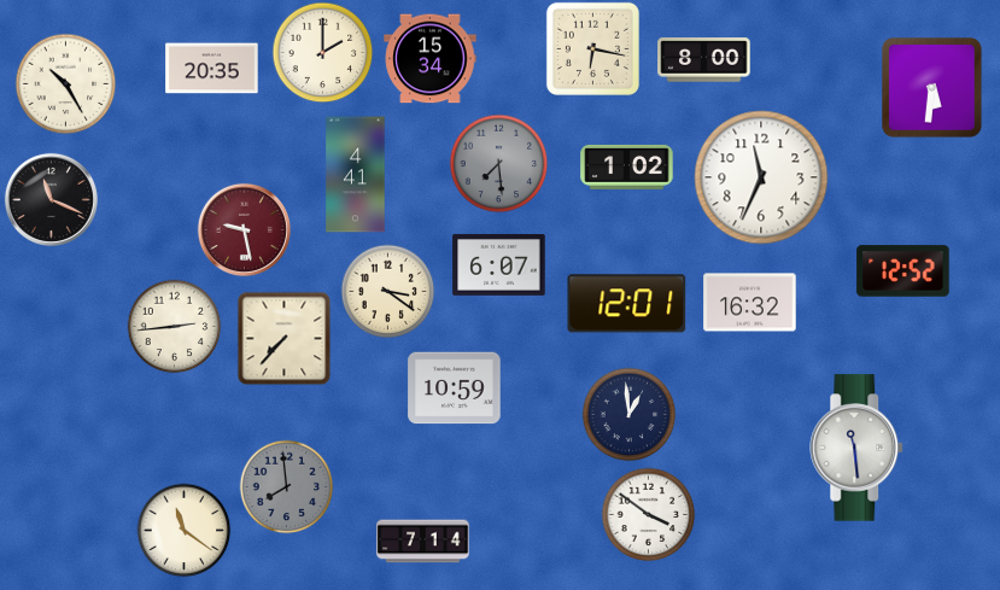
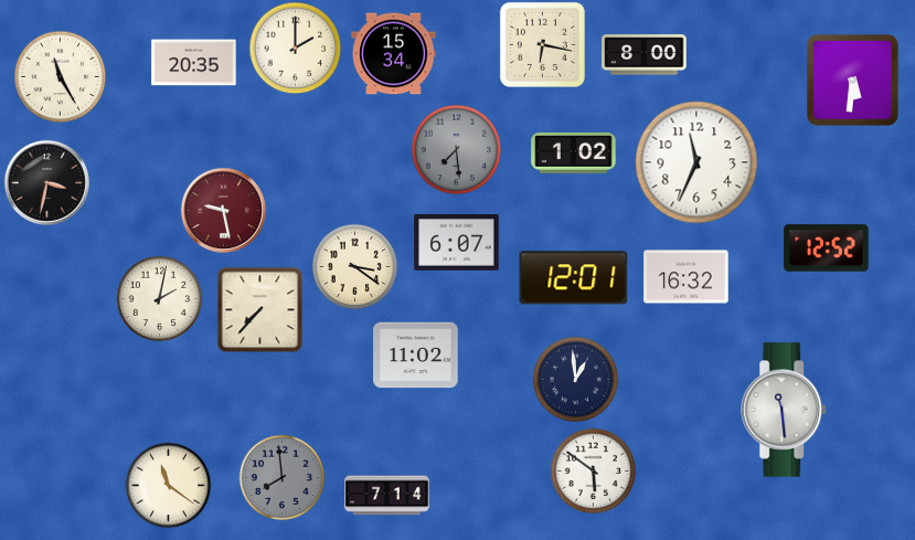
clock at (65, 83): 10:25 -> 11:25
clock at (356, 175): 4:41 -> none
clock at (51, 199): 11:19 -> 3:32
clock at (174, 326): 2:44 -> 2:02
clock at (455, 389): 10:59 -> 11:02
clock at (286, 486) position: (286, 486) -> (281, 477)
clock at (648, 514): 3:51 -> 5:51
